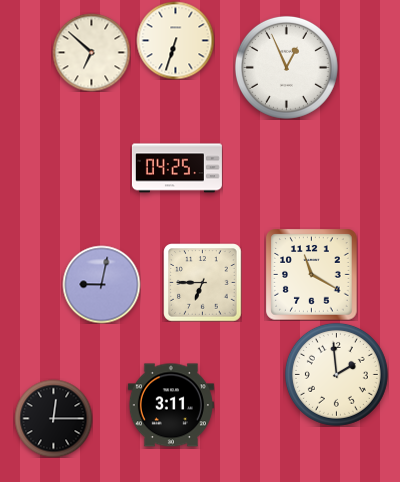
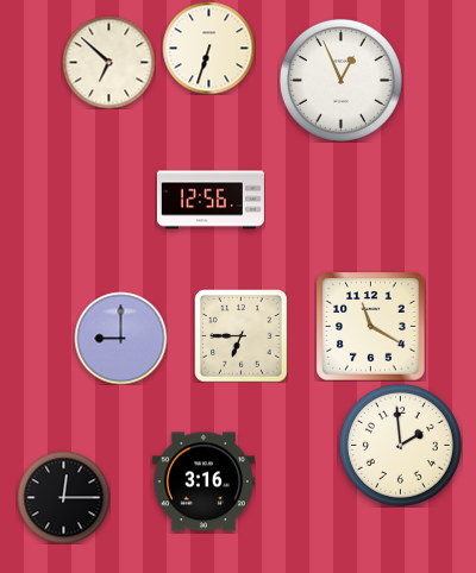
clock at (177, 168): 04:25 -> 12:56
clock at (101, 284): 9:02 -> 9:00
clock at (171, 405): 3:11 -> 3:16
